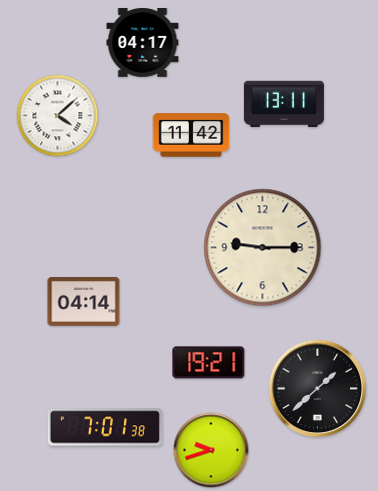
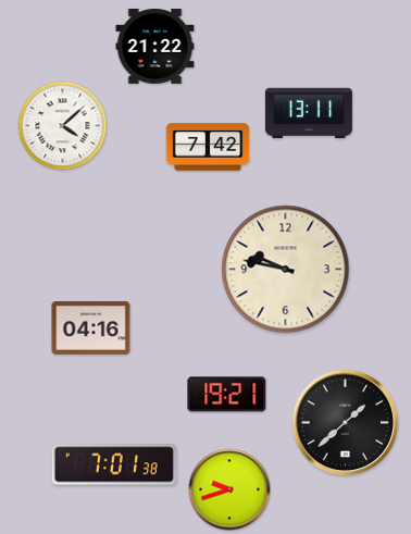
clock at (143, 42): 04:17 -> 21:22
clock at (191, 135): 11:42 -> 7:42
clock at (263, 248): 9:15 -> 9:47
clock at (84, 301): 04:14 -> 04:16
